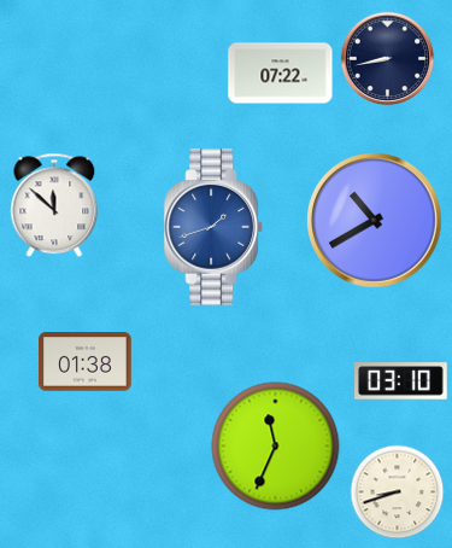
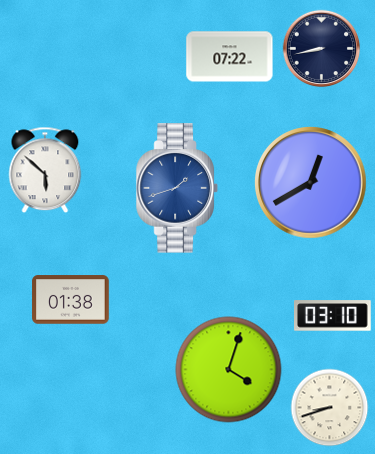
clock at (281, 74) position: (281, 74) -> (230, 57)
clock at (54, 205): 11:52 -> 5:52
clock at (375, 221): 10:40 -> 12:40
clock at (276, 447): 11:34 -> 4:03
